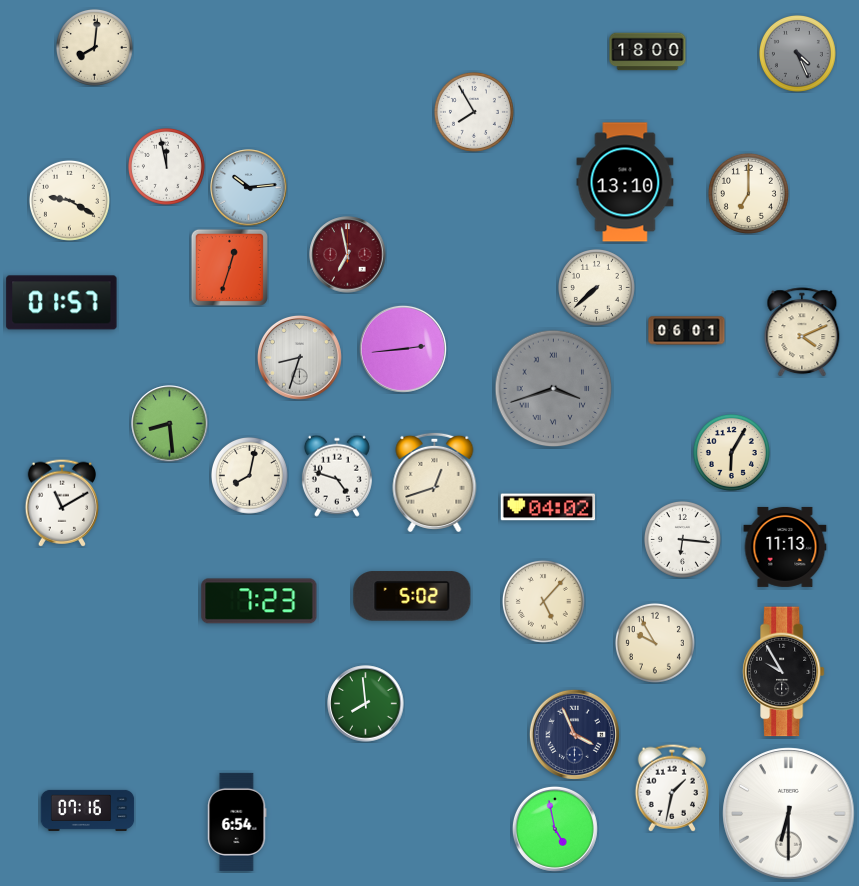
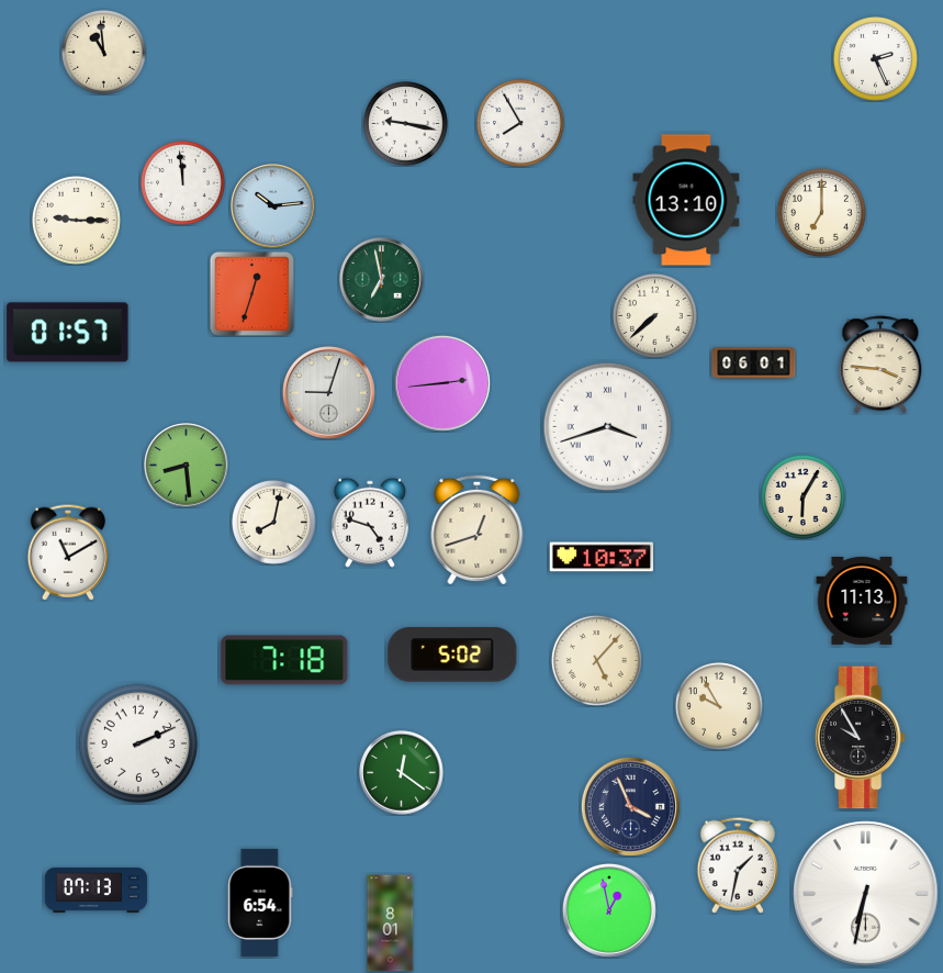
clock at (94, 47): 8:01 -> 10:59
clock at (648, 52): 18:00 -> none
clock at (797, 53): 4:26 -> 2:26
clock at (797, 53) dial: grey -> white
clock at (405, 123): none -> 9:17
clock at (166, 166): 11:58 -> 11:59
clock at (69, 200): 9:20 -> 9:15
clock at (348, 255) dial: burgundy -> green
clock at (802, 332): 4:11 -> 3:46
clock at (299, 357): 8:33 -> 9:03
clock at (554, 389) dial: grey -> white
clock at (547, 507): 04:02 -> 10:37
clock at (682, 539): 6:16 -> none
clock at (259, 601): 7:23 -> 7:18
clock at (138, 743): none -> 2:11
clock at (366, 704): 7:59 -> 12:21
clock at (88, 810): 07:16 -> 07:13
clock at (789, 814): 6:30 -> 6:32
clock at (555, 829): 4:58 -> 12:58
clock at (391, 924): none -> 8:01
